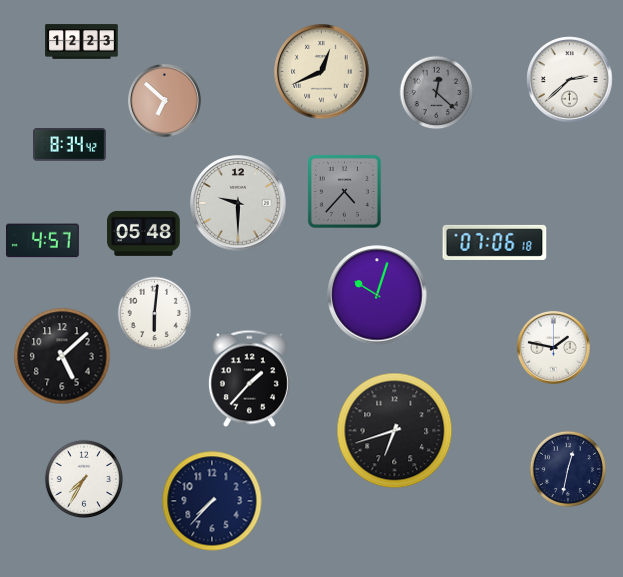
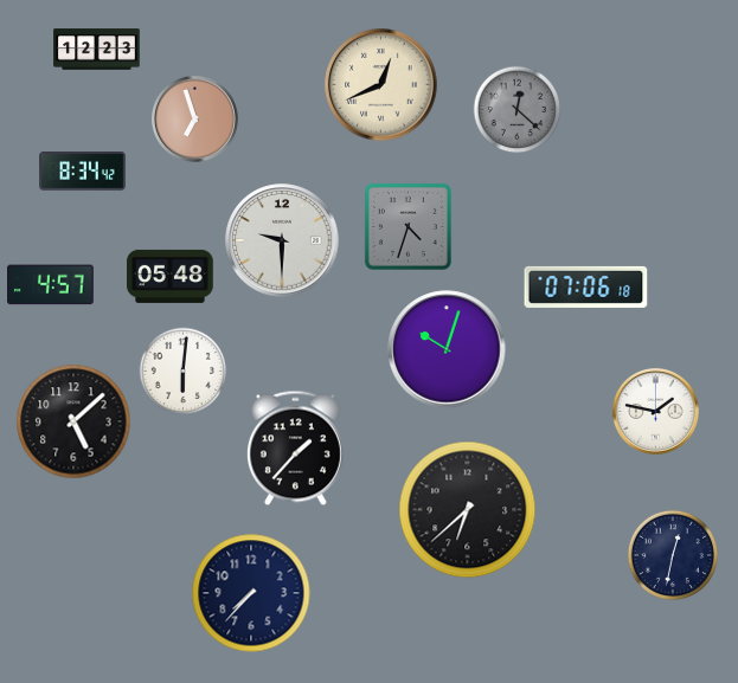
clock at (570, 80): 2:38 -> none
clock at (164, 100): 6:52 -> 6:57
clock at (344, 191): 4:37 -> 4:33
clock at (395, 431): 6:42 -> 6:38
clock at (84, 479): 7:35 -> none
